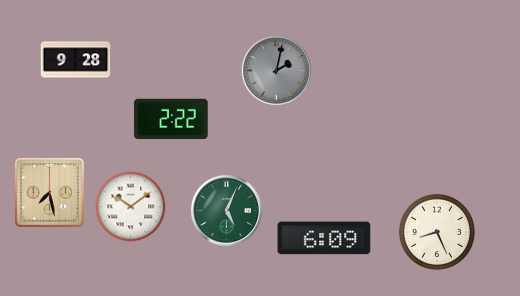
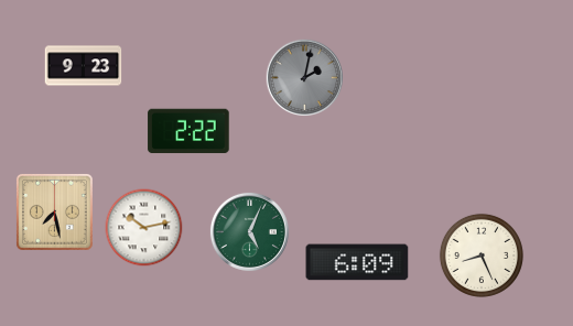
clock at (76, 60): 9:28 -> 9:23
clock at (131, 207): 10:09 -> 10:13
